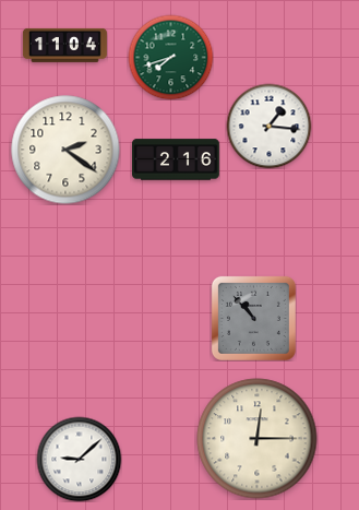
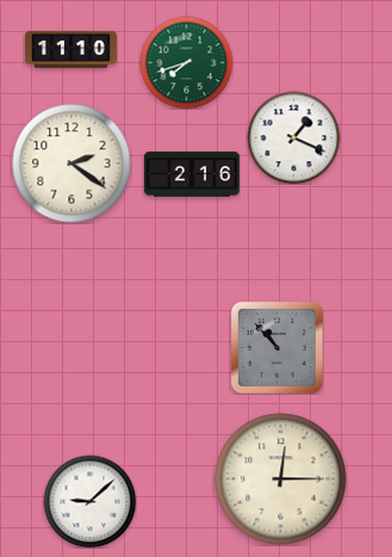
clock at (64, 45): 11:04 -> 11:10
clock at (268, 126): 1:16 -> 1:19
clock at (79, 459) position: (79, 459) -> (89, 501)
